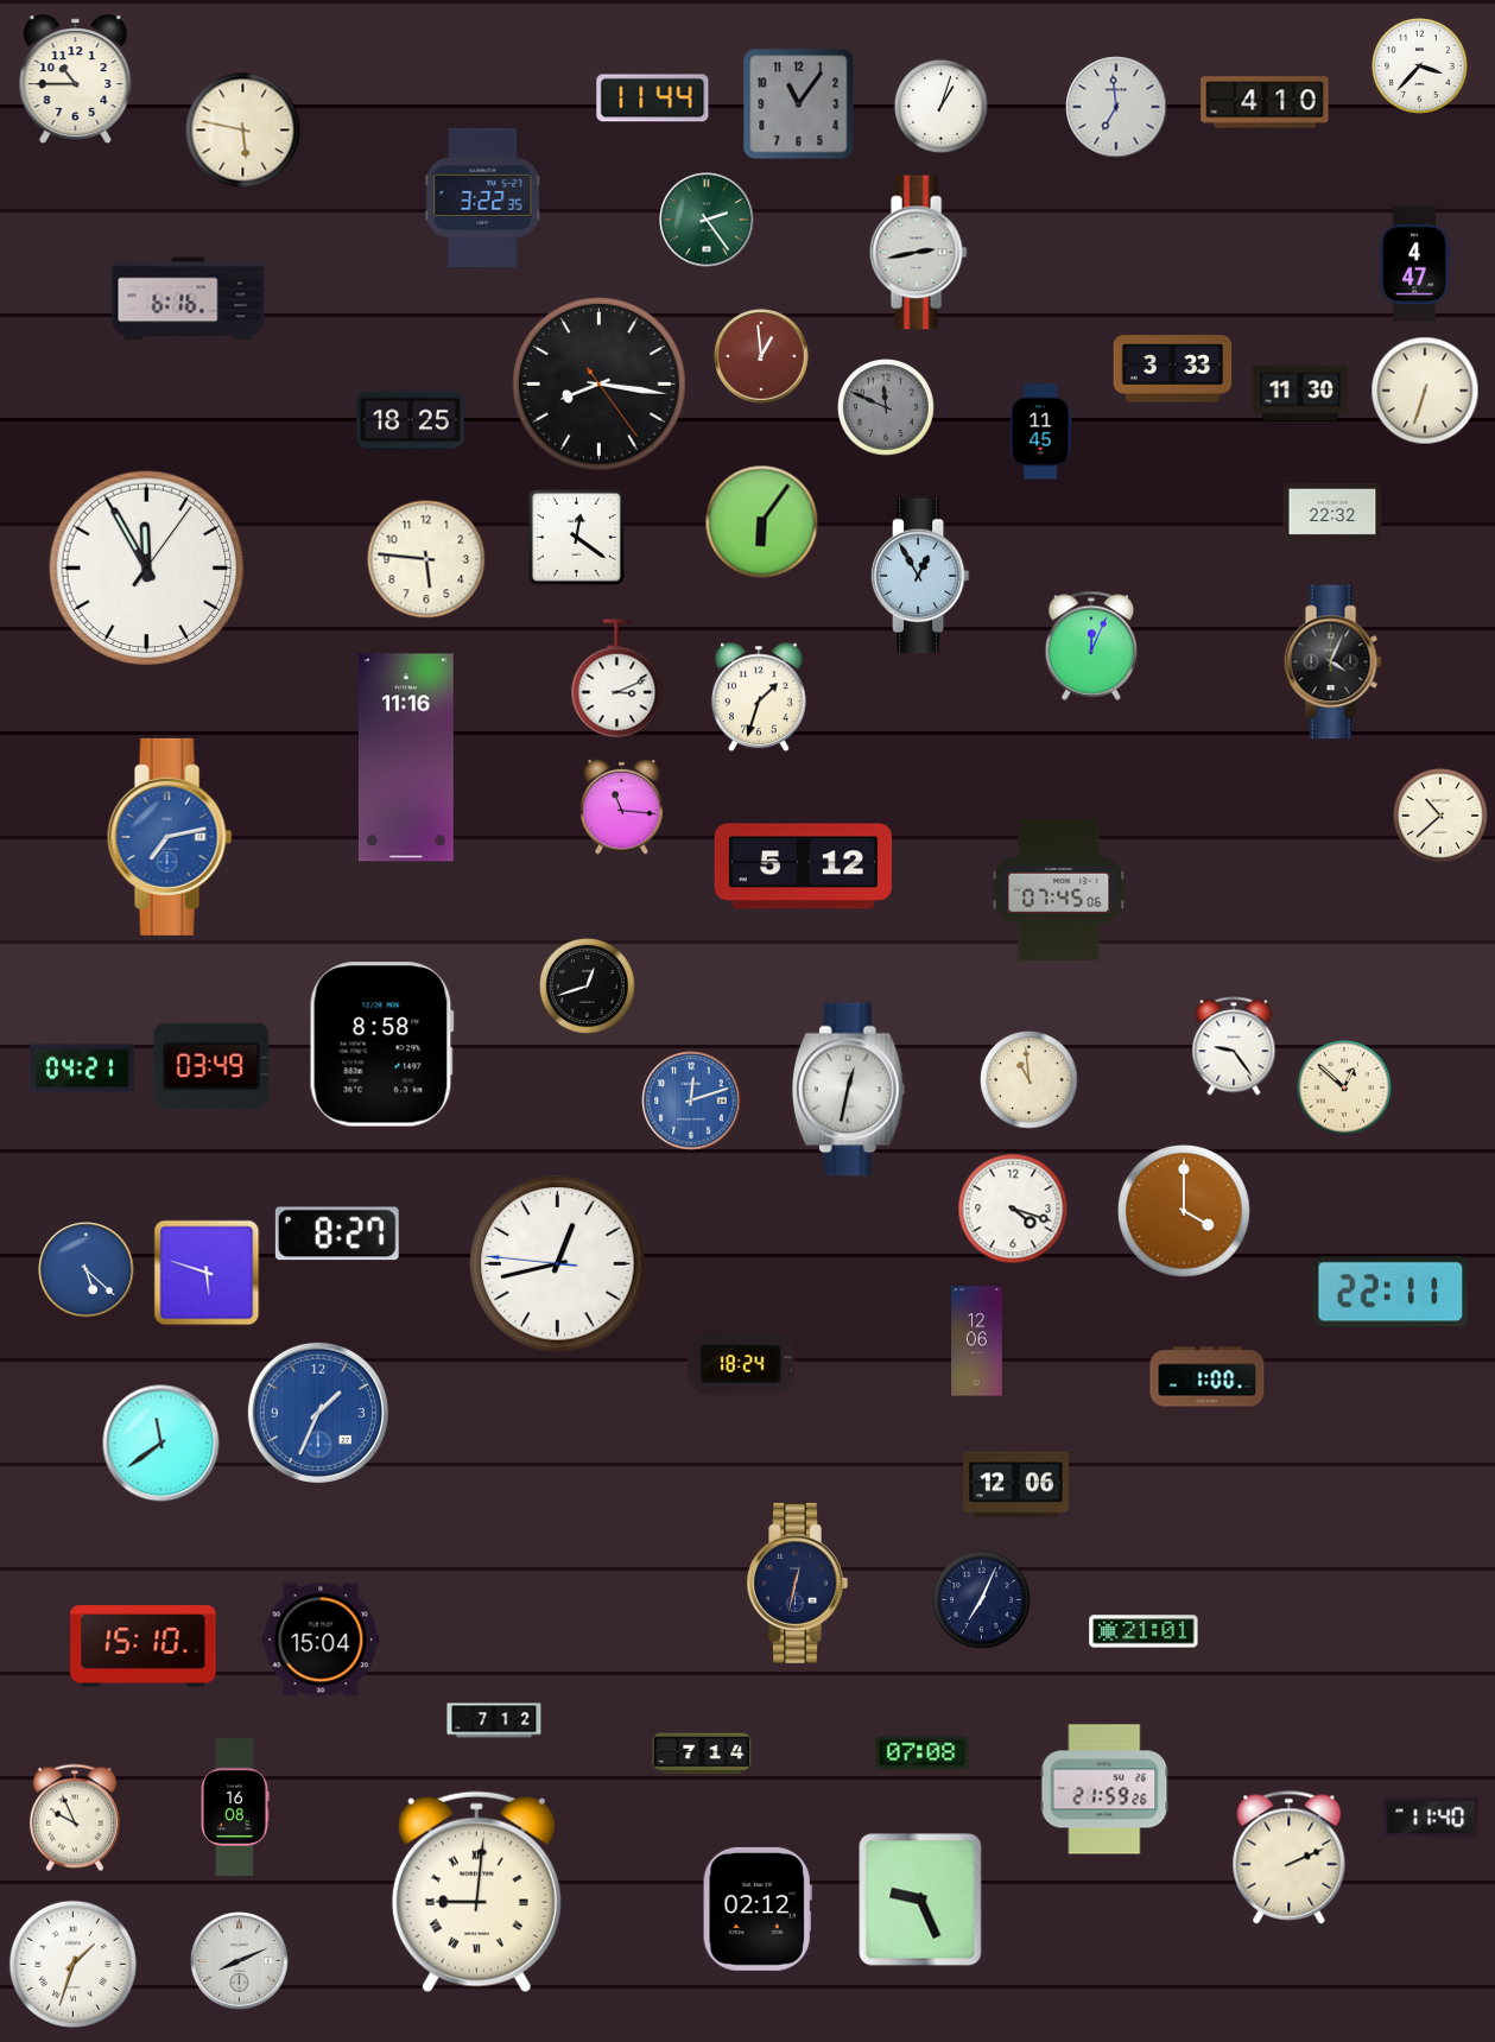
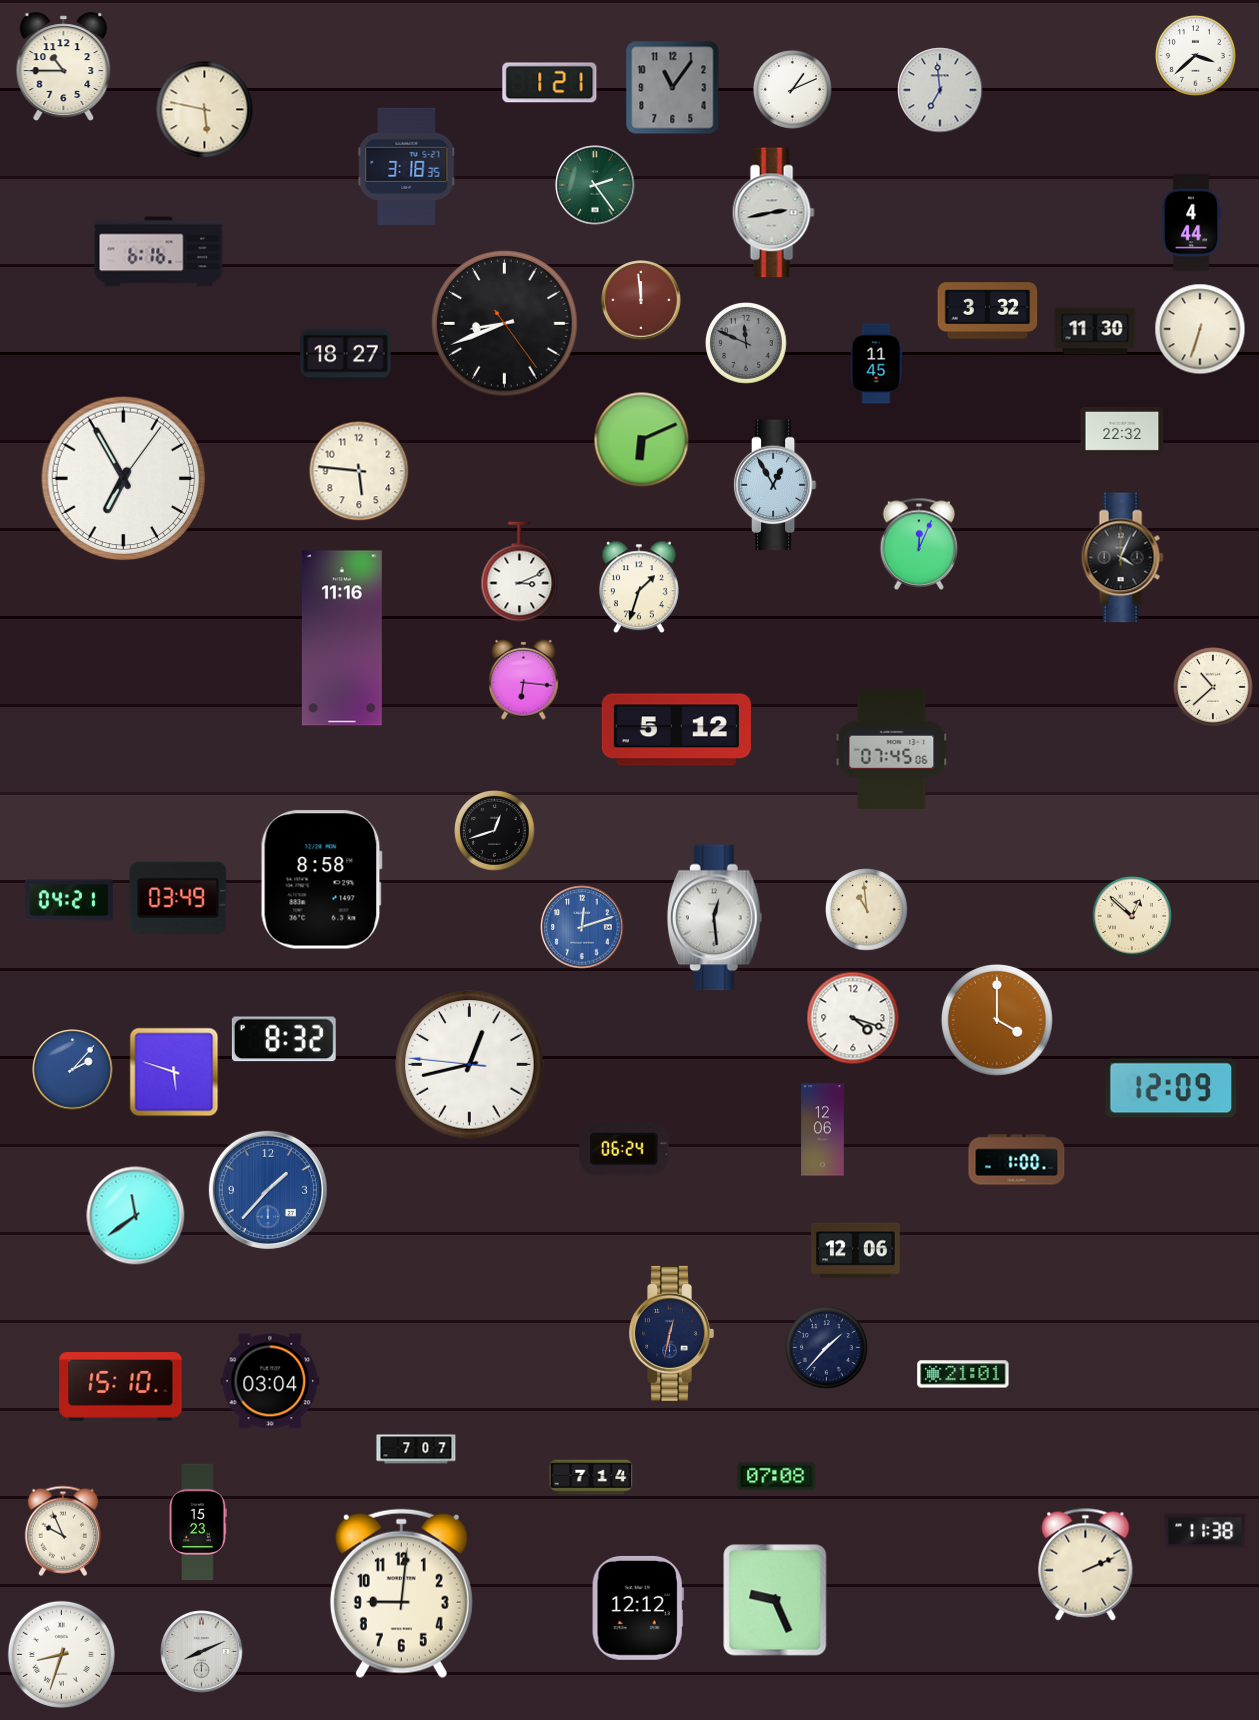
clock at (1420, 66): 3:37 -> 3:38
clock at (653, 99): 11:44 -> 1:21
clock at (1265, 102): 4:10 -> none
clock at (940, 106): 1:03 -> 1:11
clock at (483, 197): 3:22 -> 3:18
clock at (1414, 265): 4:47 -> 4:44
clock at (761, 356): 12:59 -> 11:59
clock at (1173, 369): 3:33 -> 3:32
clock at (600, 385): 8:16 -> 8:41
clock at (411, 421): 18:25 -> 18:27
clock at (762, 522): 6:06 -> 6:11
clock at (576, 537): 12:21 -> none
clock at (147, 569): 11:55 -> 6:55
clock at (622, 806): 11:16 -> 6:16
clock at (170, 837): 7:13 -> none
clock at (1234, 1046): 9:24 -> none
clock at (848, 1090): 12:32 -> 12:29
clock at (337, 1234): 8:27 -> 8:32
clock at (87, 1270): 5:22 -> 2:07
clock at (1391, 1292): 22:11 -> 12:09
clock at (742, 1365): 18:24 -> 06:24
clock at (318, 1413): 1:34 -> 1:37
clock at (982, 1600): 7:04 -> 1:37
clock at (321, 1640): 15:04 -> 03:04
clock at (494, 1720): 7:12 -> 7:07
clock at (1104, 1789): 21:59 -> none
clock at (235, 1807): 16:08 -> 15:23
clock at (1431, 1818): 11:40 -> 11:38
clock at (476, 1892) numerals: Roman -> Arabic
clock at (758, 1909): 02:12 -> 12:12
clock at (72, 1964): 1:33 -> 8:33
